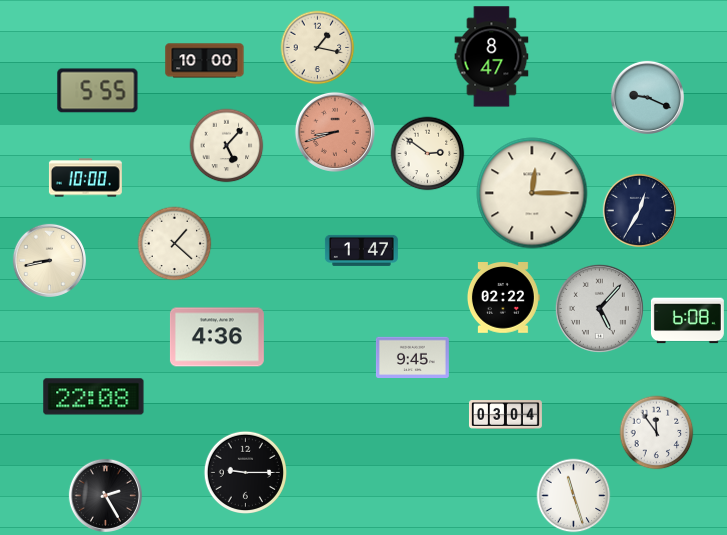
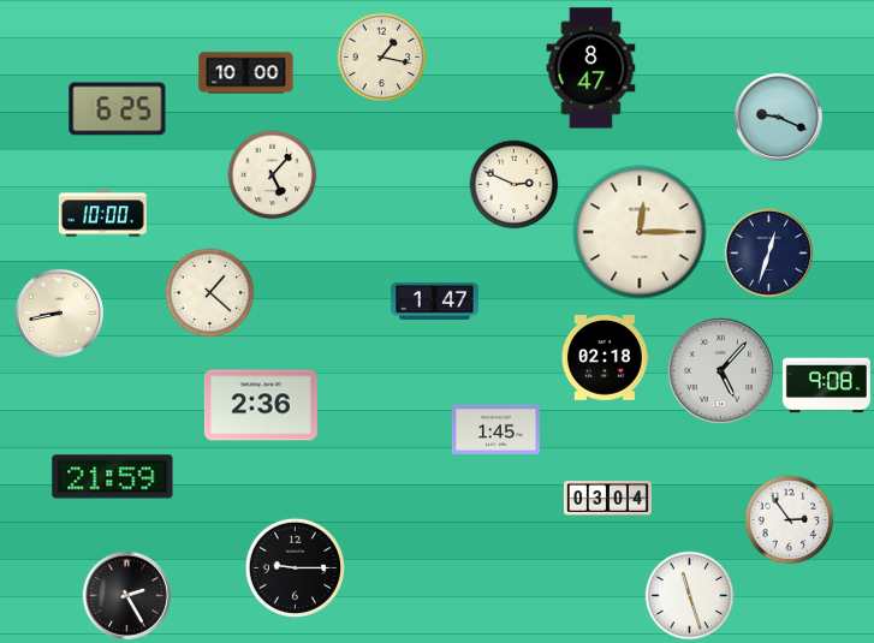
clock at (98, 91): 5:55 -> 6:25
clock at (335, 132): 8:42 -> none
clock at (428, 154): 2:51 -> 2:49
clock at (639, 210): 12:35 -> 12:33
clock at (503, 298): 02:22 -> 02:18
clock at (687, 321): 6:08 -> 9:08
clock at (217, 337): 4:36 -> 2:36
clock at (412, 357): 9:45 -> 1:45
clock at (94, 397): 22:08 -> 21:59
clock at (657, 433): 11:54 -> 2:54
